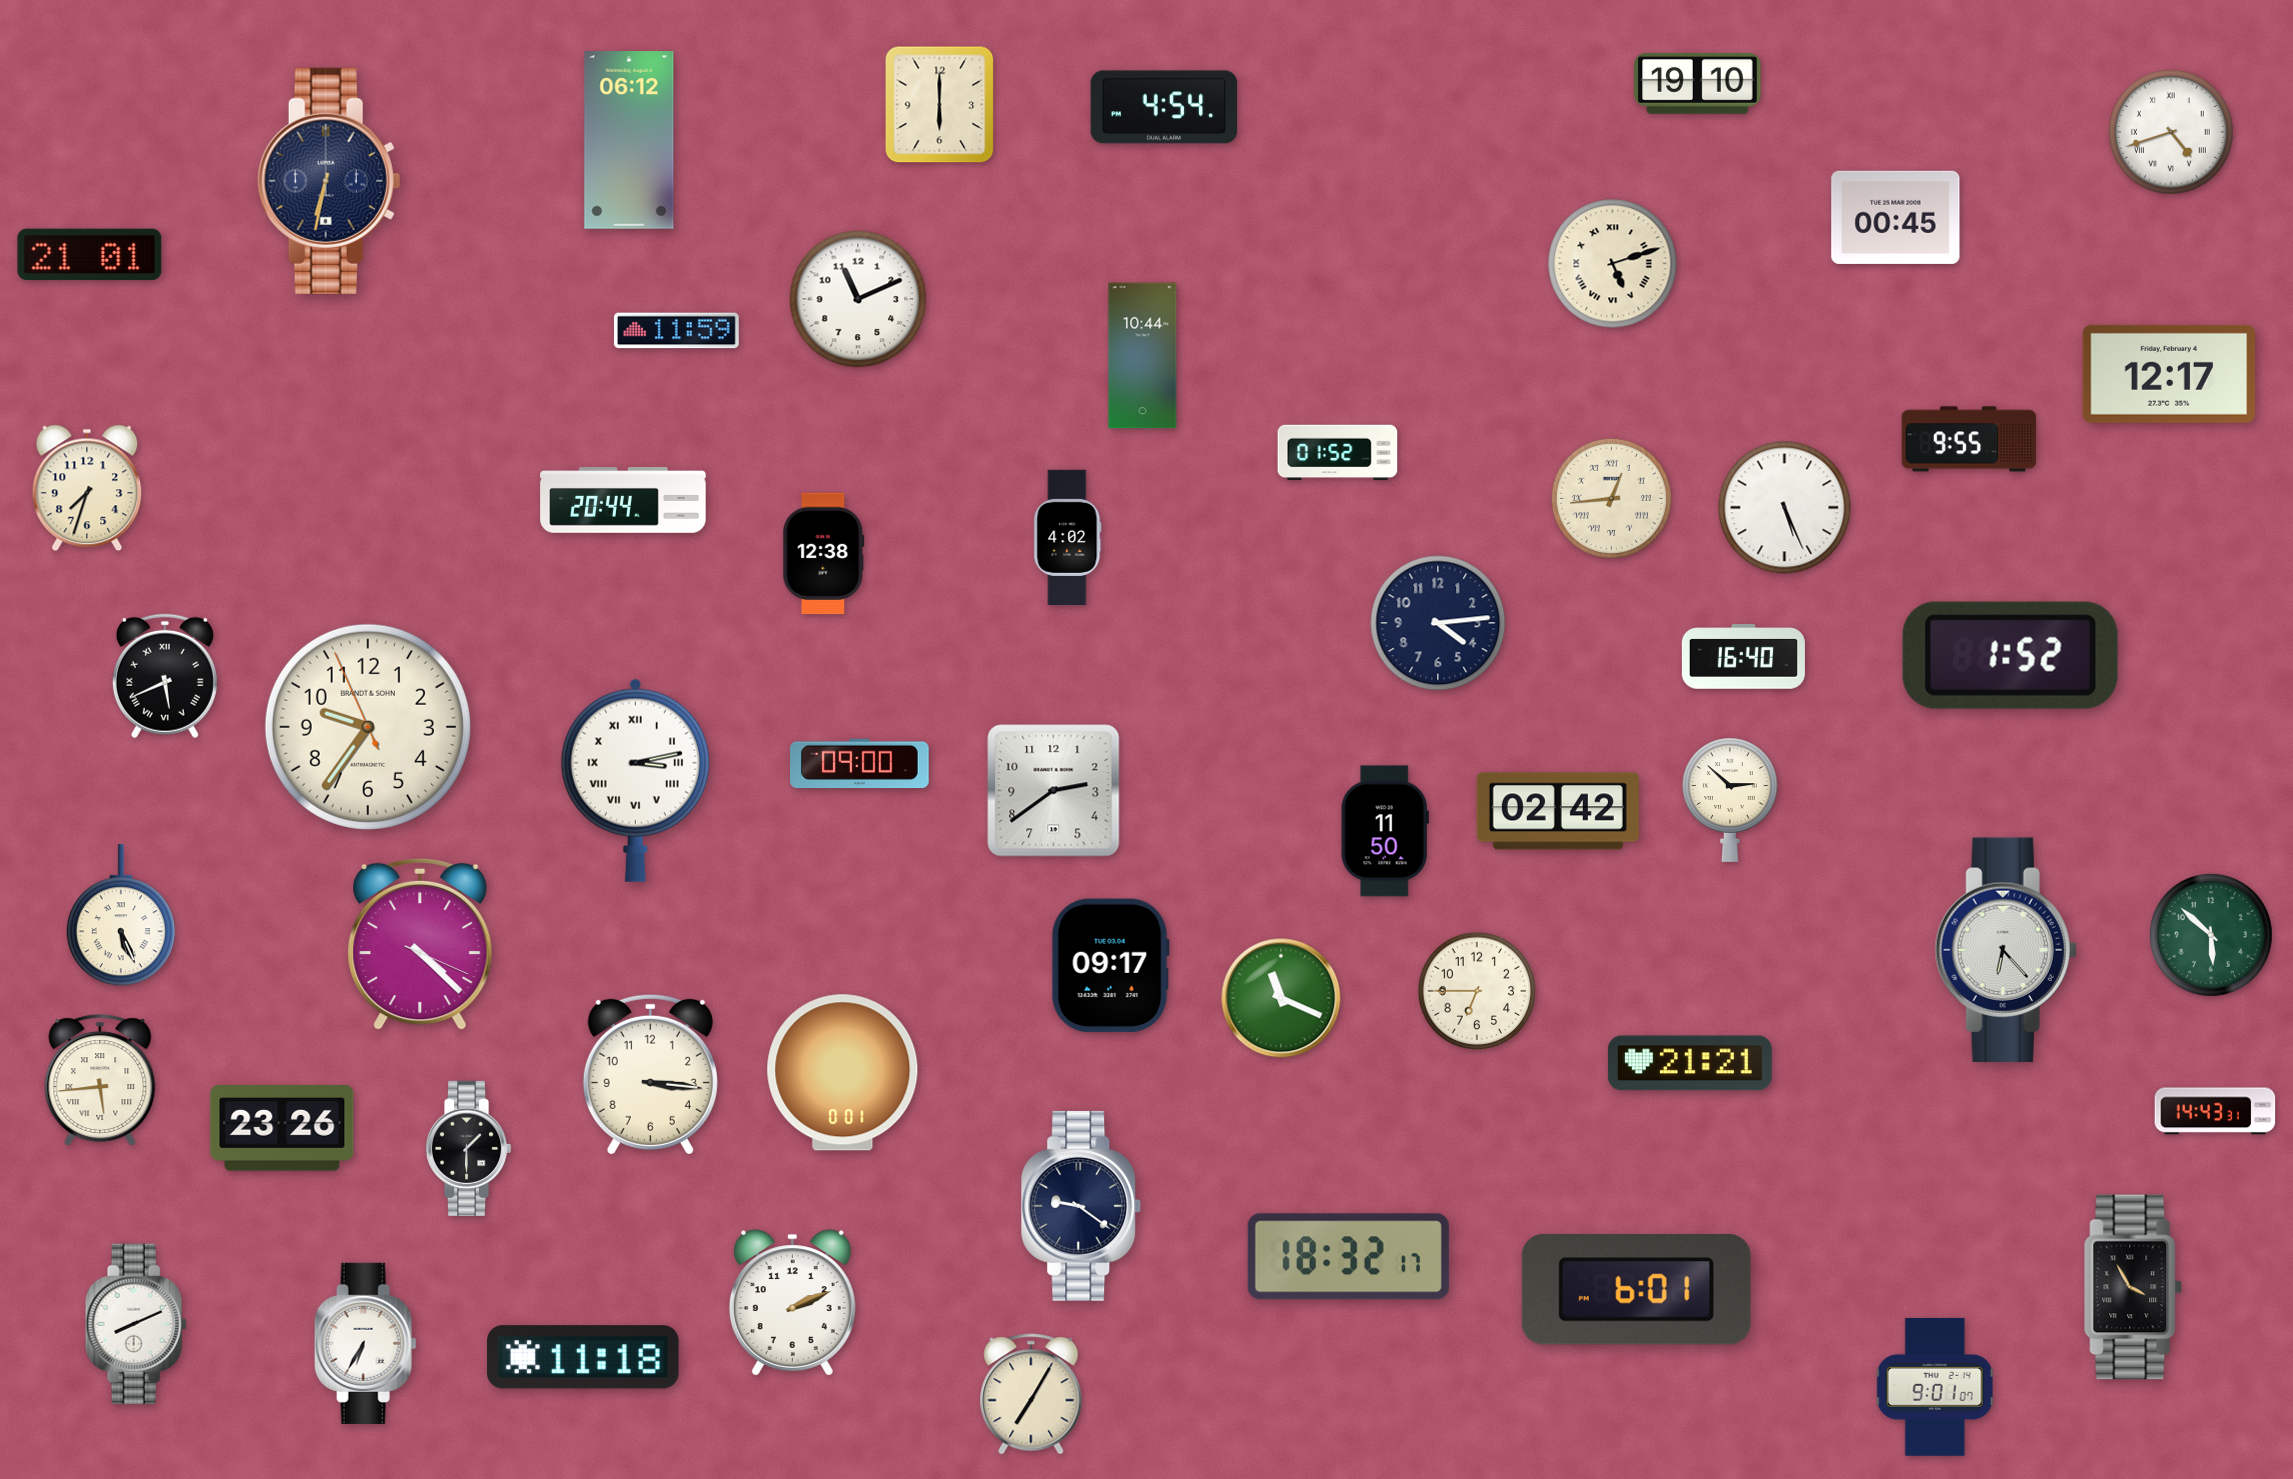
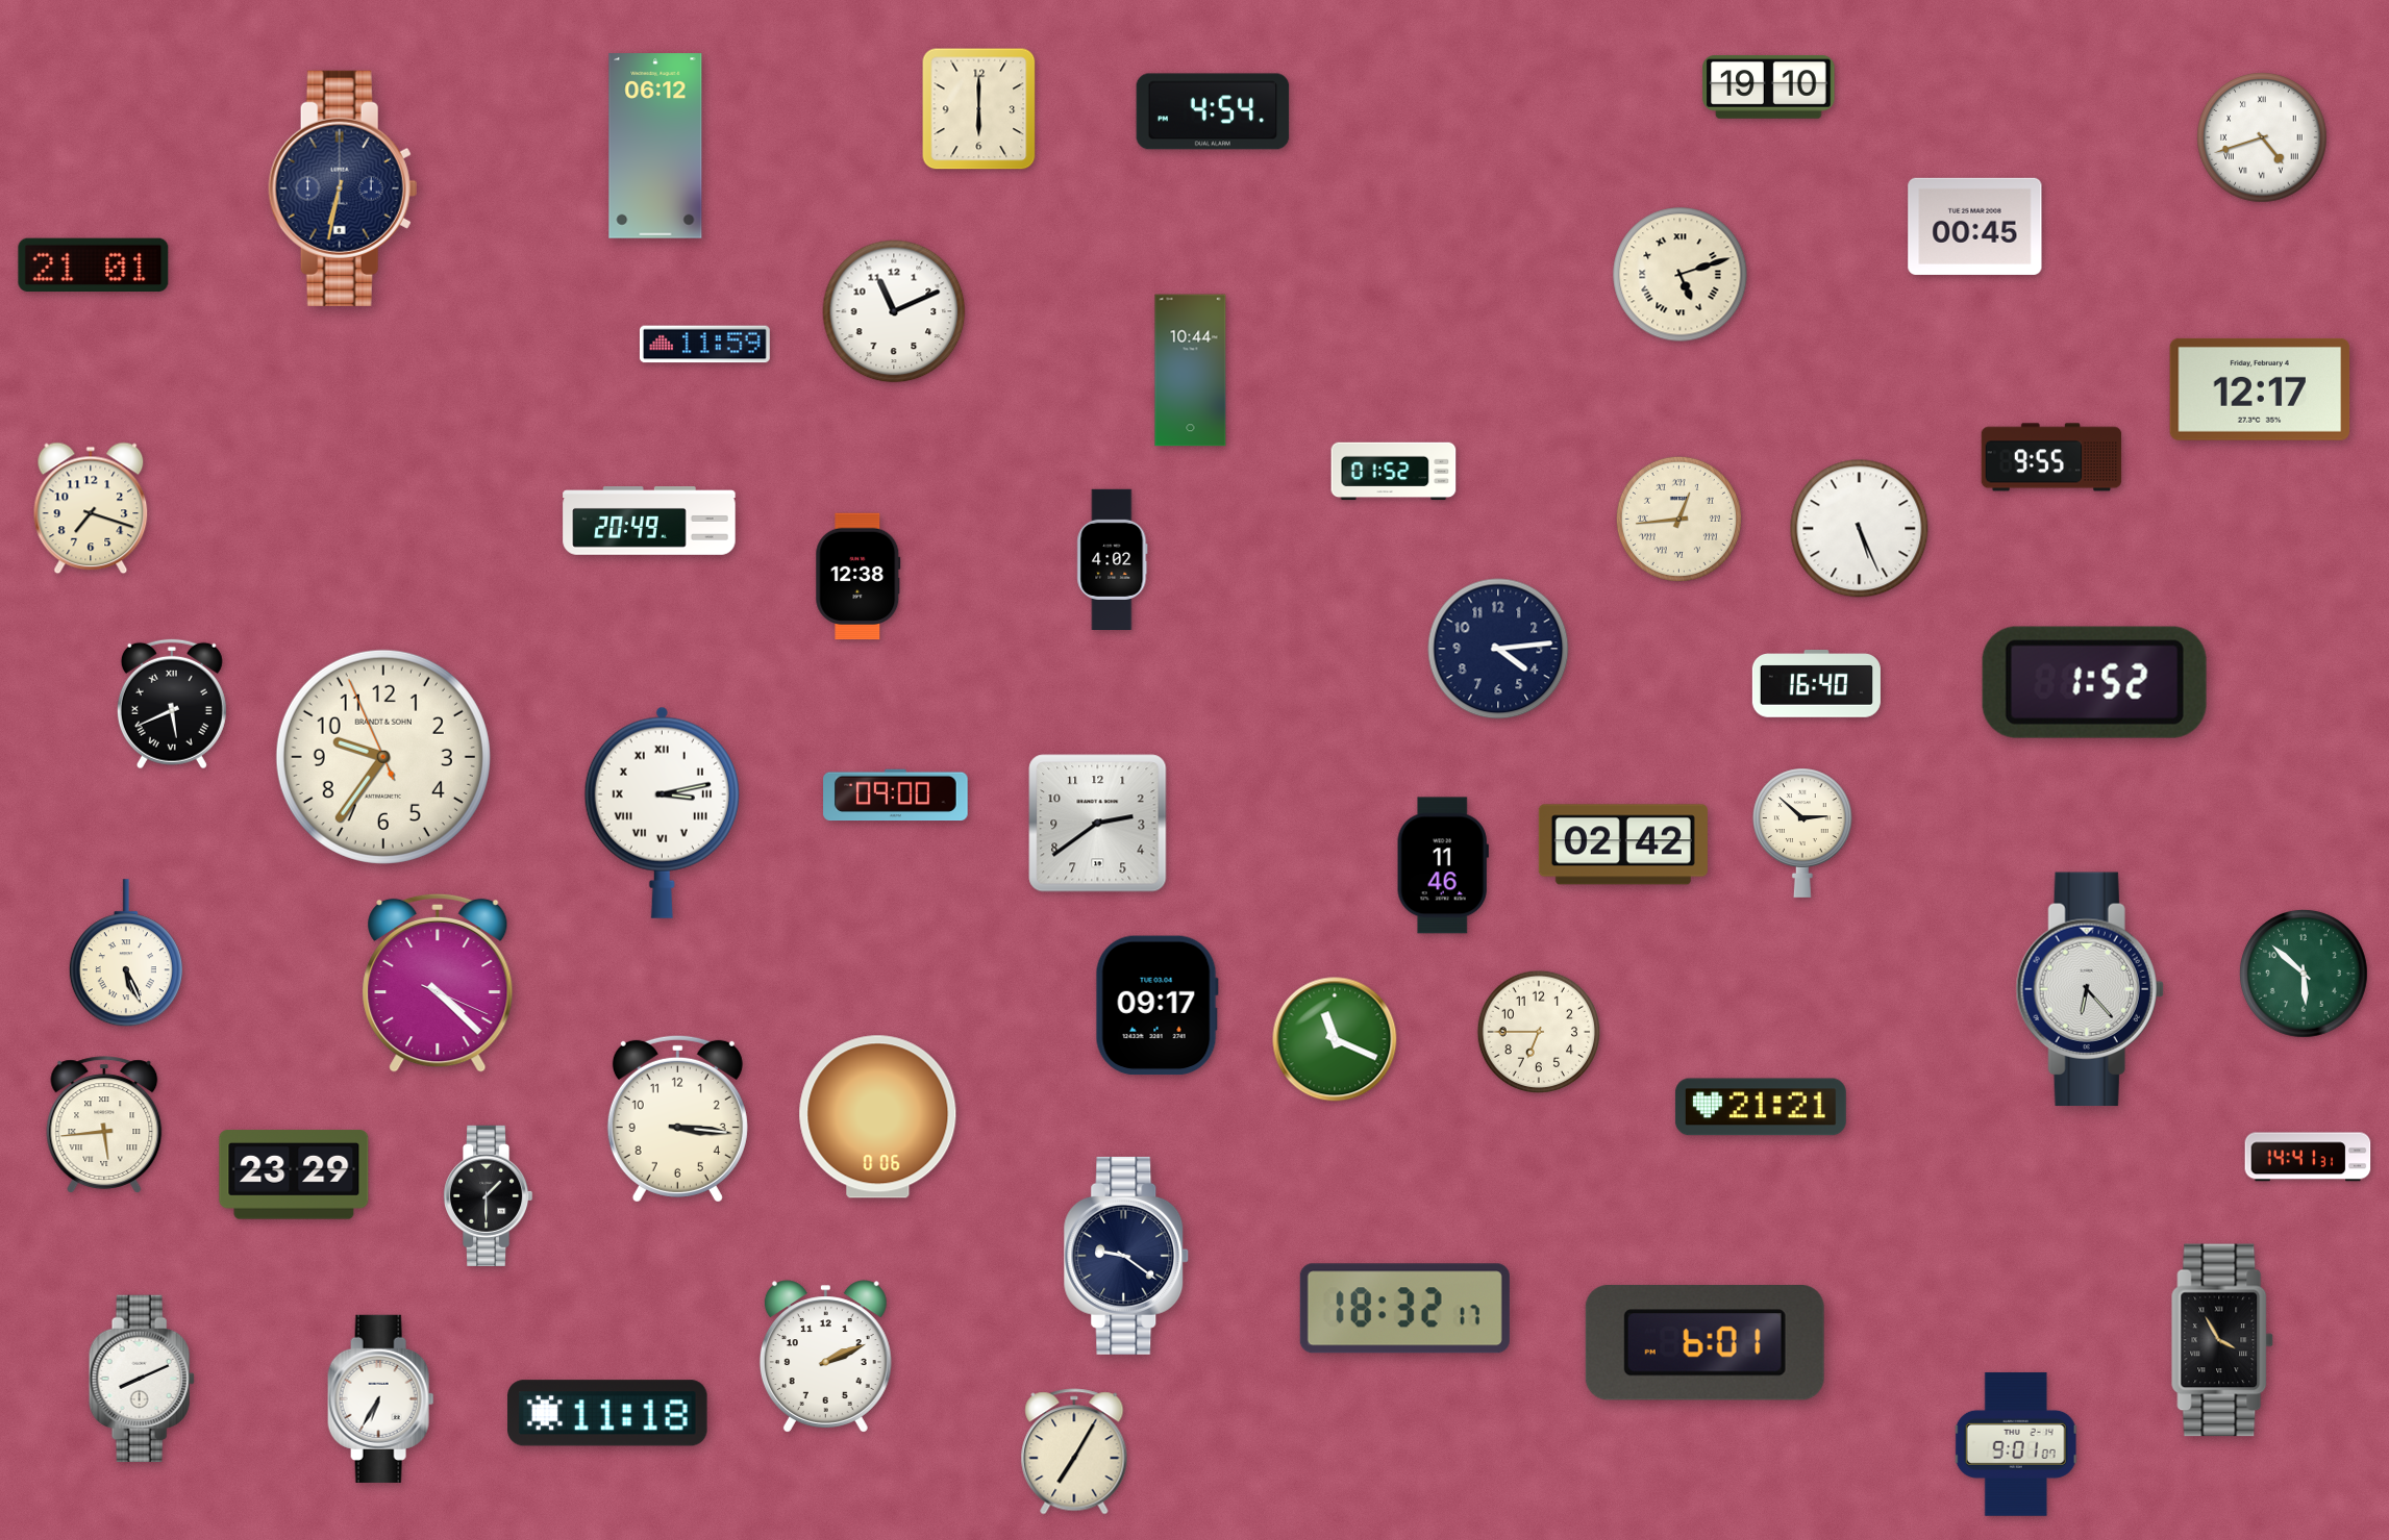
clock at (87, 488): 7:33 -> 7:18
clock at (623, 500): 20:44 -> 20:49
clock at (1385, 831): 11:50 -> 11:46
clock at (843, 1073): 0:01 -> 0:06
clock at (2215, 1111): 14:43 -> 14:41
clock at (282, 1128): 23:26 -> 23:29
